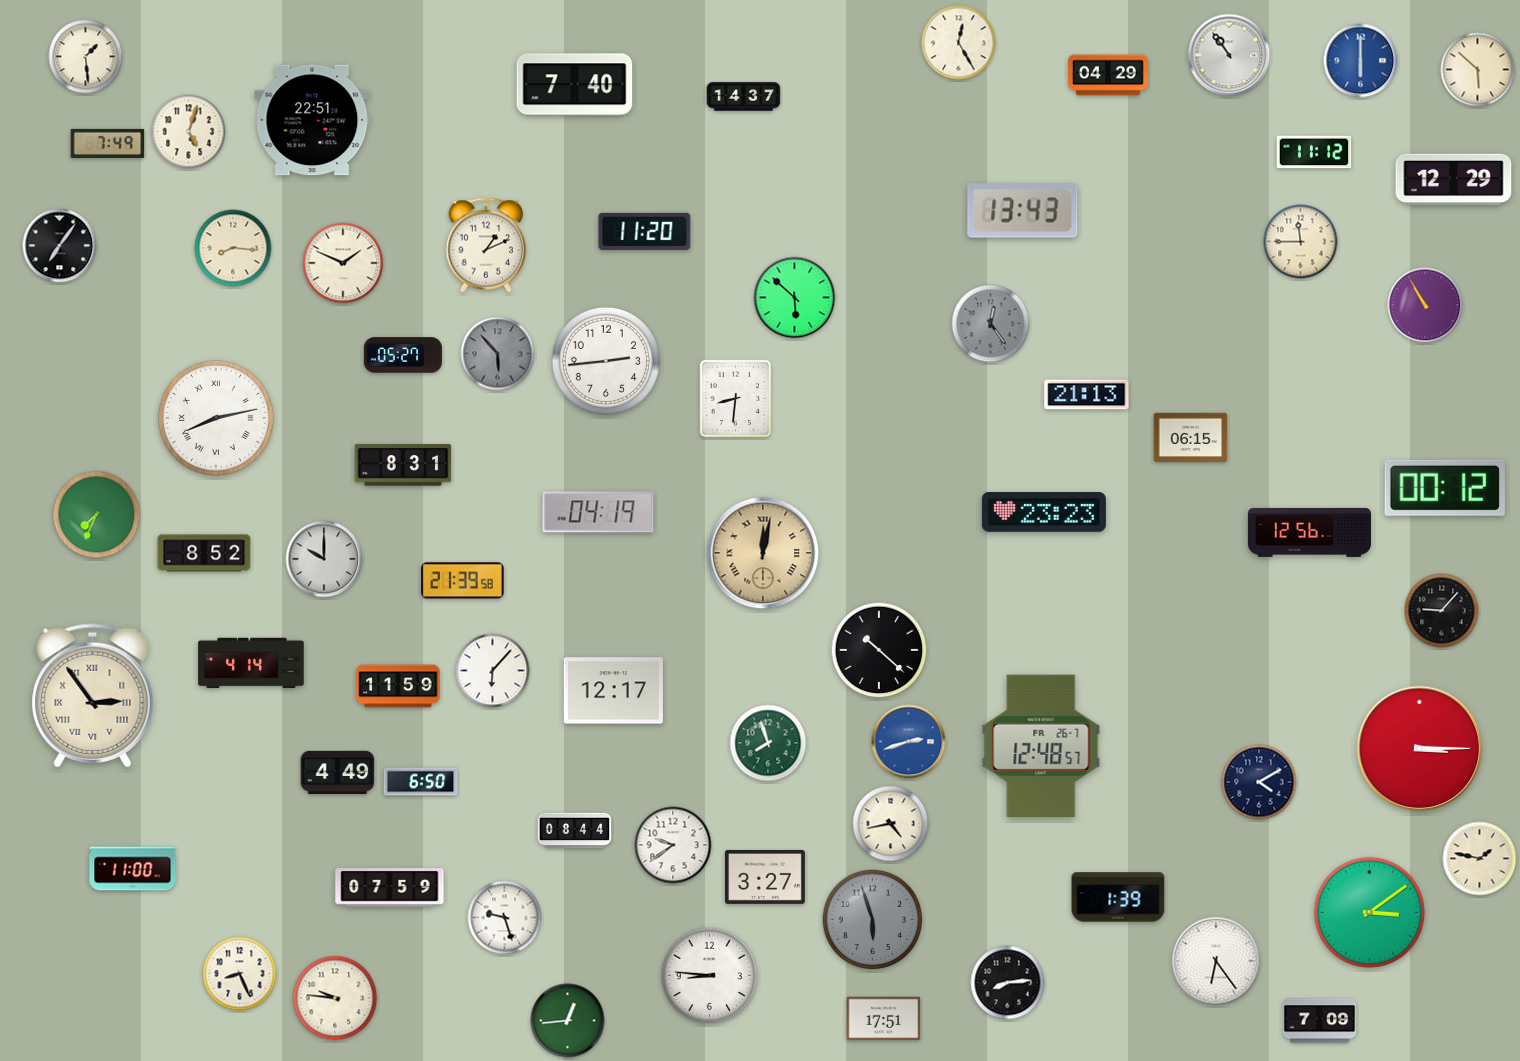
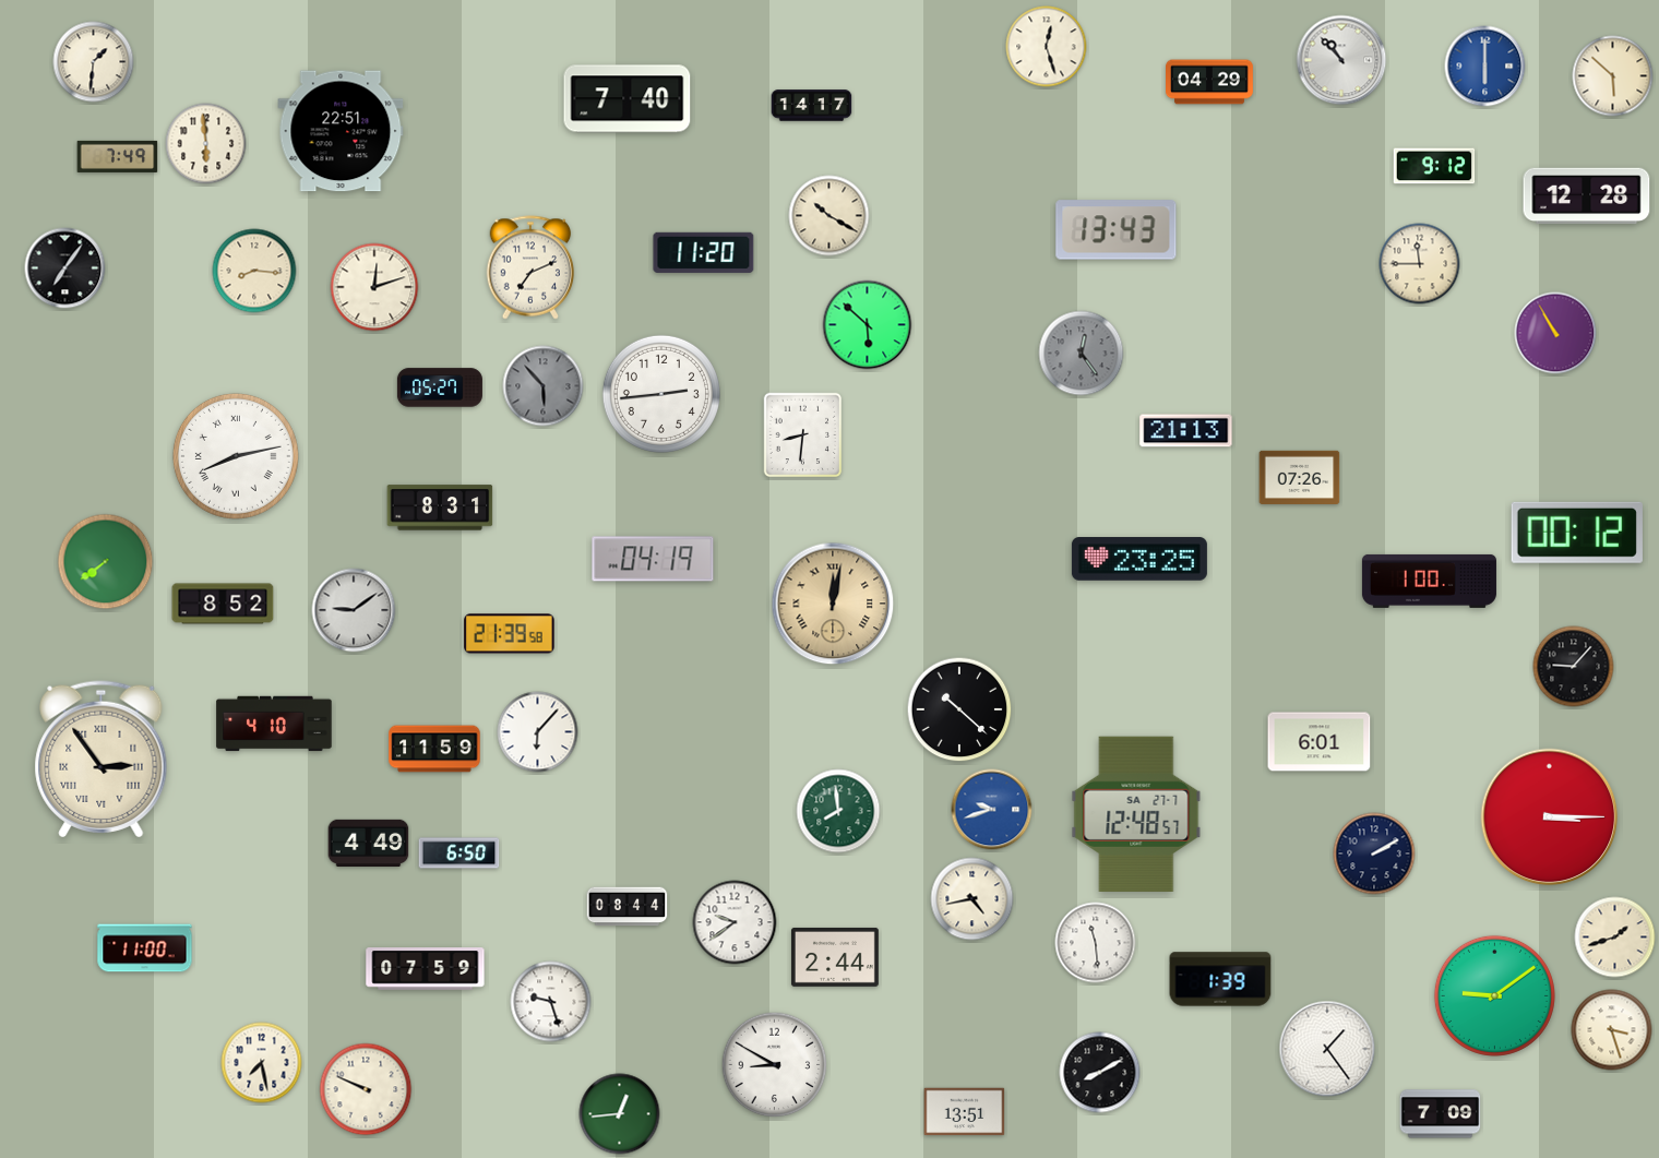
clock at (959, 43): 12:25 -> 12:27
clock at (1229, 55): 10:54 -> 10:53
clock at (86, 57): 1:29 -> 1:31
clock at (575, 85) position: (575, 85) -> (628, 99)
clock at (744, 97): 14:37 -> 14:17
clock at (189, 132): 5:03 -> 5:59
clock at (1314, 152): 11:12 -> 9:12
clock at (1454, 180): 12:29 -> 12:28
clock at (829, 216): none -> 10:20
clock at (486, 245): 1:11 -> 7:11
clock at (343, 263): 1:49 -> 12:12
clock at (1191, 437): 06:15 -> 07:26
clock at (1044, 512): 23:23 -> 23:25
clock at (97, 515): 7:34 -> 7:39
clock at (1309, 532): 12:56 -> 1:00
clock at (324, 559): 10:00 -> 9:09
clock at (463, 581) position: (463, 581) -> (510, 634)
clock at (251, 663): 4:14 -> 4:10
clock at (1320, 742): none -> 6:01
clock at (613, 691): 12:17 -> none
clock at (909, 742): 2:42 -> 9:42
clock at (768, 743): 7:57 -> 7:59
clock at (1041, 745) date: FR 26-7 -> SA 27-7
clock at (1259, 782): 4:10 -> 2:10
clock at (1480, 859): 1:47 -> 1:42
clock at (1096, 943): none -> 11:29
clock at (765, 877): 3:27 -> 2:44
clock at (1369, 912): 3:09 -> 9:09
clock at (873, 920): 5:57 -> none
clock at (1612, 1030): none -> 3:27
clock at (1216, 961): 6:24 -> 1:24
clock at (240, 974): 8:26 -> 7:28
clock at (710, 976): 8:46 -> 8:50
clock at (1008, 983): 8:14 -> 8:10
clock at (335, 998): 9:46 -> 9:49
clock at (884, 1019): 17:51 -> 13:51
